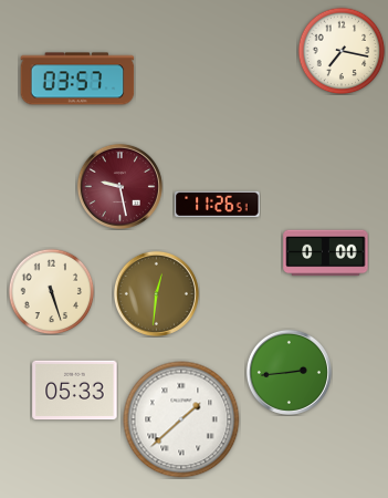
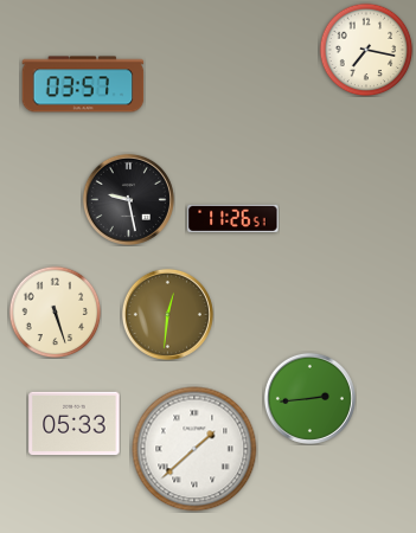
clock at (342, 51) position: (342, 51) -> (366, 50)
clock at (119, 186) dial: burgundy -> black
clock at (326, 253): 0:00 -> none
clock at (75, 391) position: (75, 391) -> (75, 424)
